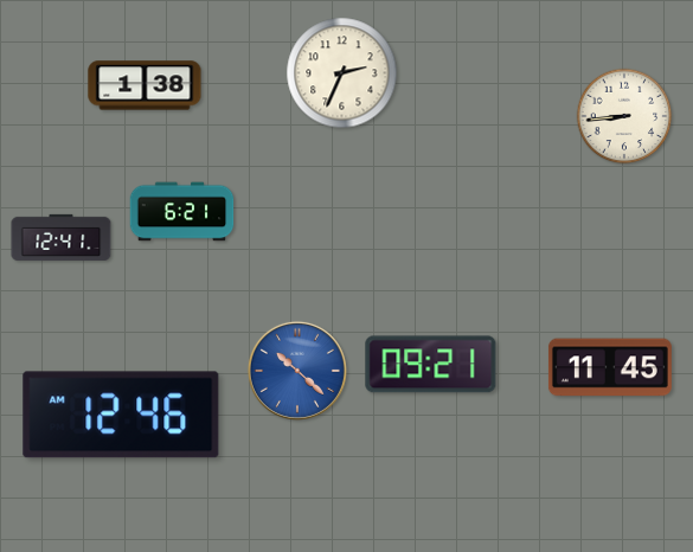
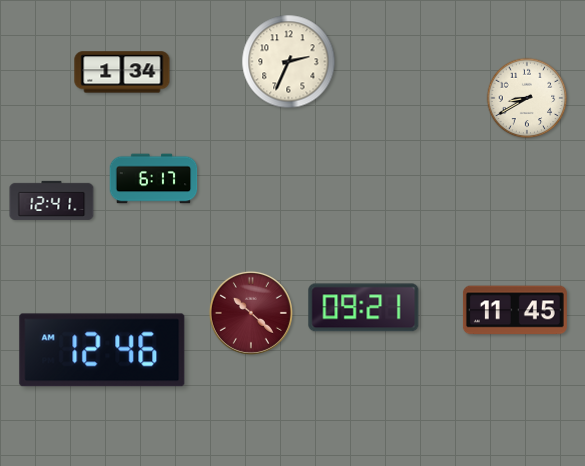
clock at (145, 85): 1:38 -> 1:34
clock at (624, 116): 8:44 -> 8:40
clock at (182, 212): 6:21 -> 6:17
clock at (297, 371) dial: blue -> burgundy
